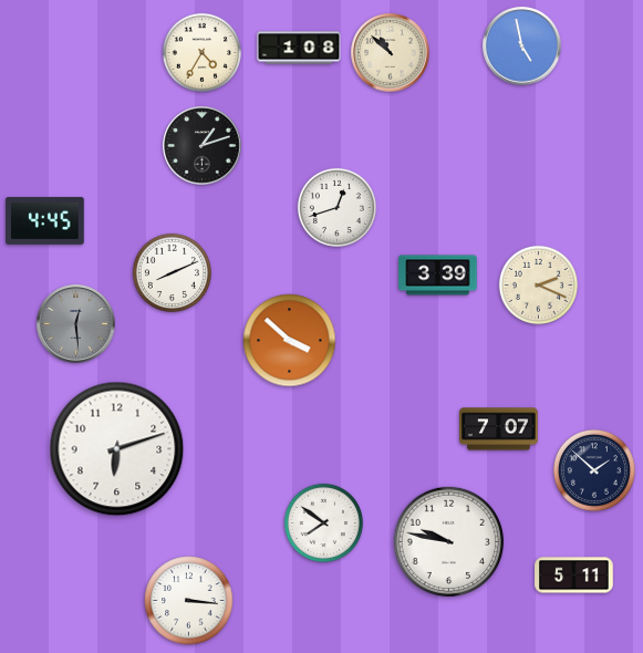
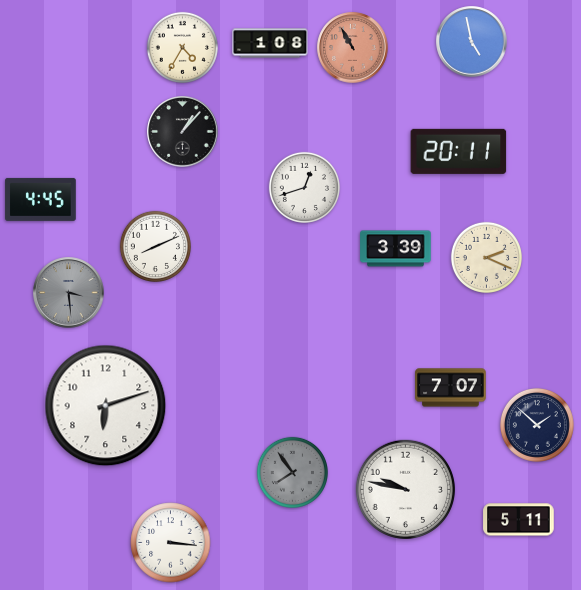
clock at (391, 53): 10:52 -> 10:55
clock at (391, 53) dial: cream -> salmon
clock at (203, 146): 1:12 -> 1:07
clock at (459, 151): none -> 20:11
clock at (76, 324): 12:29 -> 3:29
clock at (290, 341): 3:52 -> none
clock at (323, 522): 7:51 -> 7:54
clock at (323, 522) dial: white -> grey
